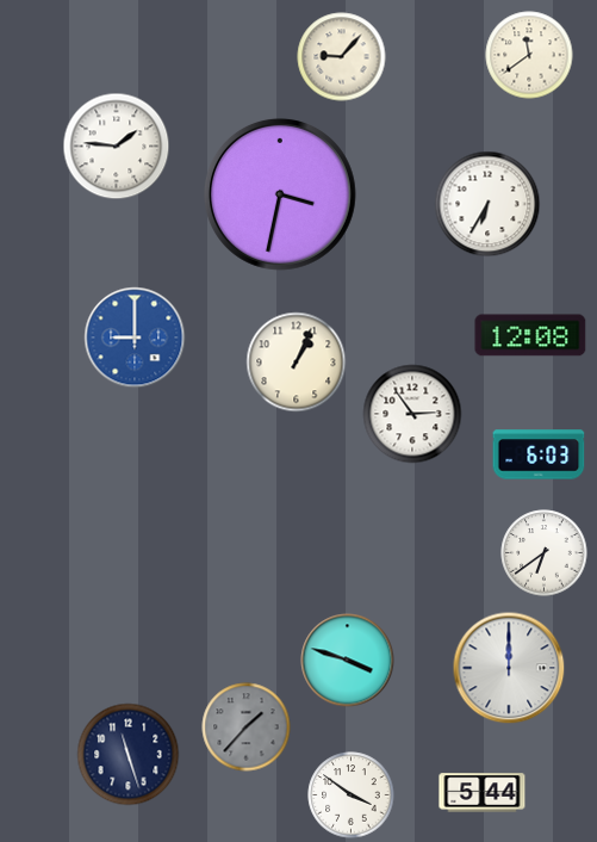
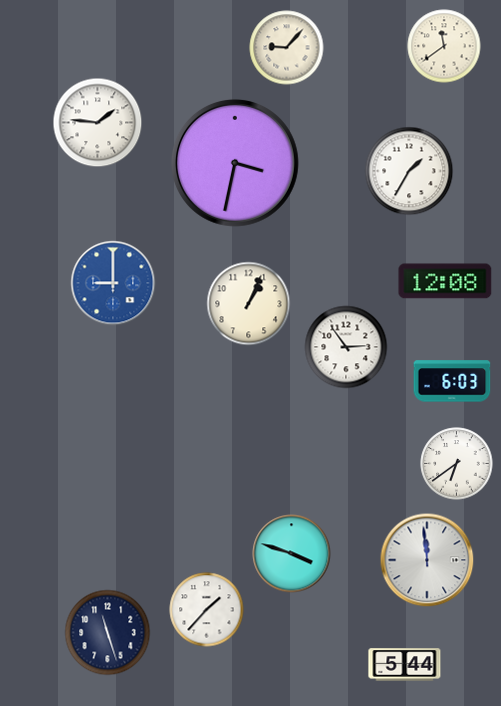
clock at (487, 204): 6:35 -> 1:35
clock at (509, 668): 12:00 -> 11:59
clock at (247, 728) dial: grey -> white
clock at (352, 795): 3:51 -> none
